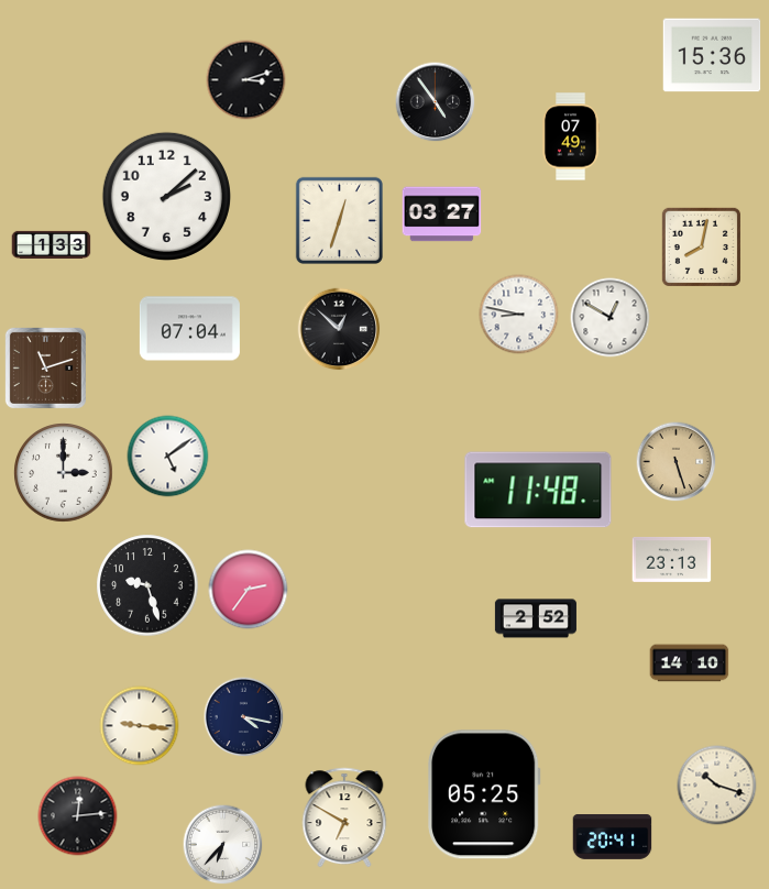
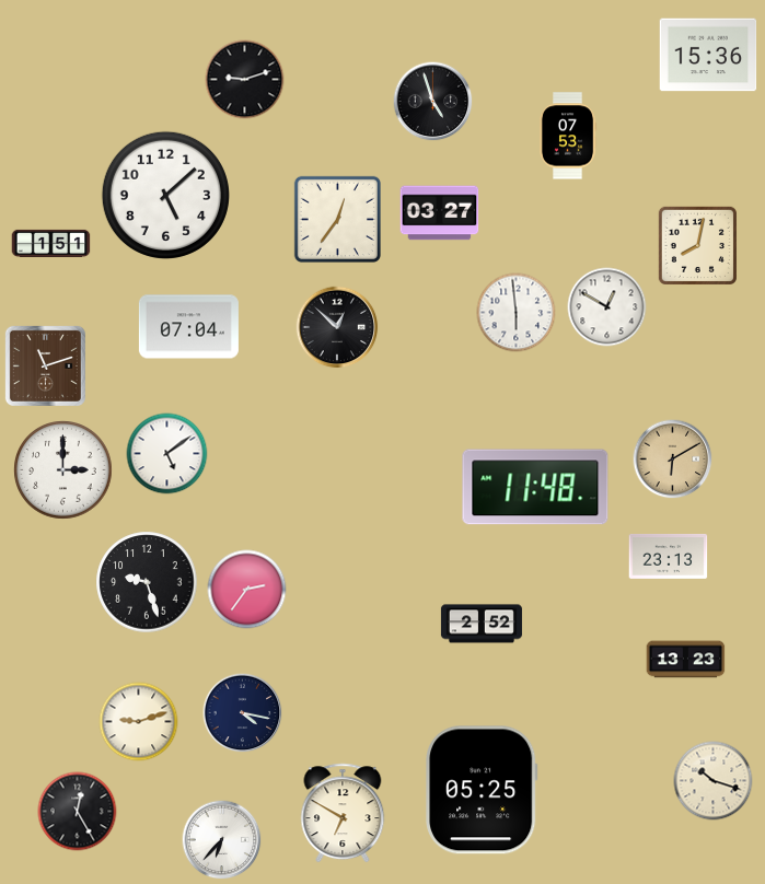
clock at (246, 80): 3:12 -> 9:12
clock at (436, 102): 4:54 -> 4:57
clock at (571, 136): 07:49 -> 07:53
clock at (166, 196): 2:08 -> 5:08
clock at (339, 220): 12:33 -> 12:36
clock at (52, 244): 1:33 -> 1:51
clock at (519, 315): 8:47 -> 5:59
clock at (611, 318) position: (611, 318) -> (607, 307)
clock at (677, 462): 5:27 -> 6:10
clock at (249, 590) position: (249, 590) -> (247, 590)
clock at (536, 618) position: (536, 618) -> (482, 624)
clock at (690, 663): 14:10 -> 13:23
clock at (140, 726): 9:16 -> 9:12
clock at (78, 816): 12:14 -> 12:25
clock at (613, 837): 20:41 -> none
